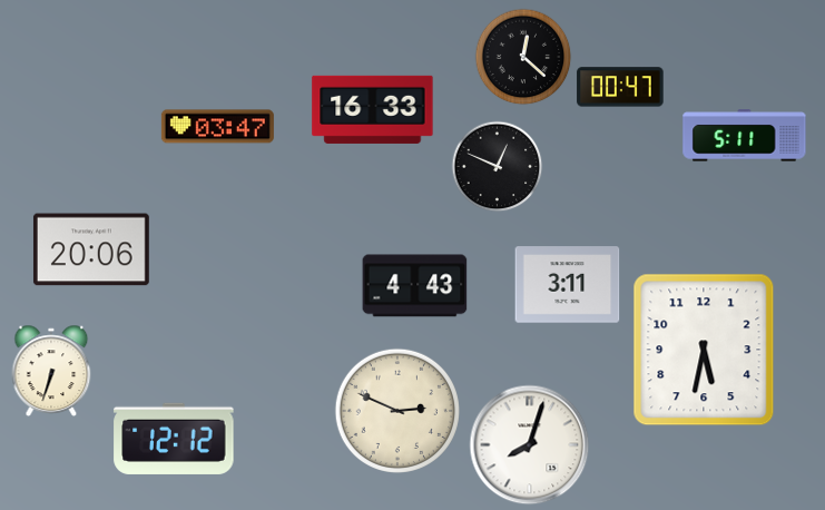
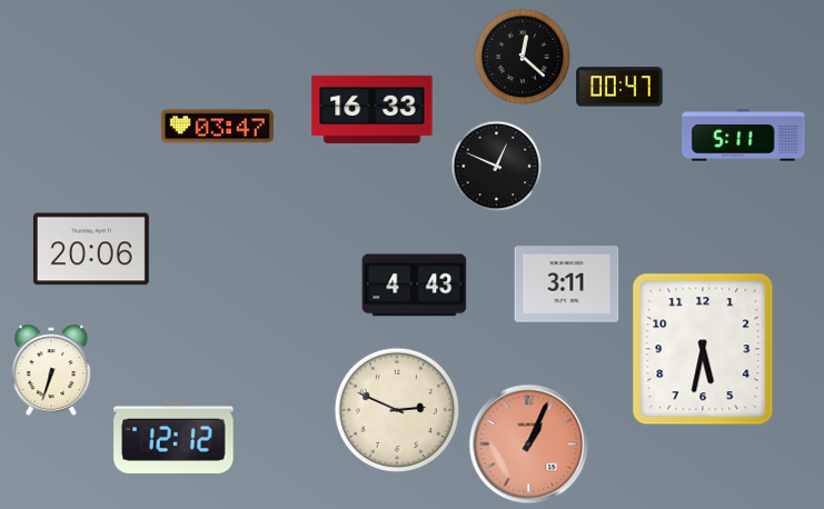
clock at (530, 445): 8:03 -> 1:04
clock at (530, 445) dial: white -> salmon
